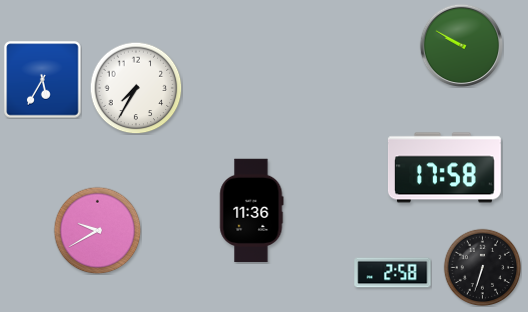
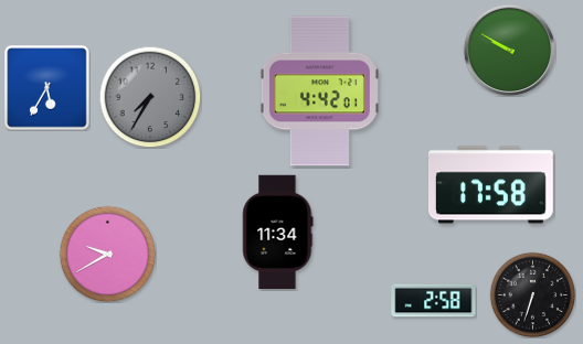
clock at (319, 92): none -> 4:42
clock at (136, 88) dial: white -> grey
clock at (252, 211): 11:36 -> 11:34
